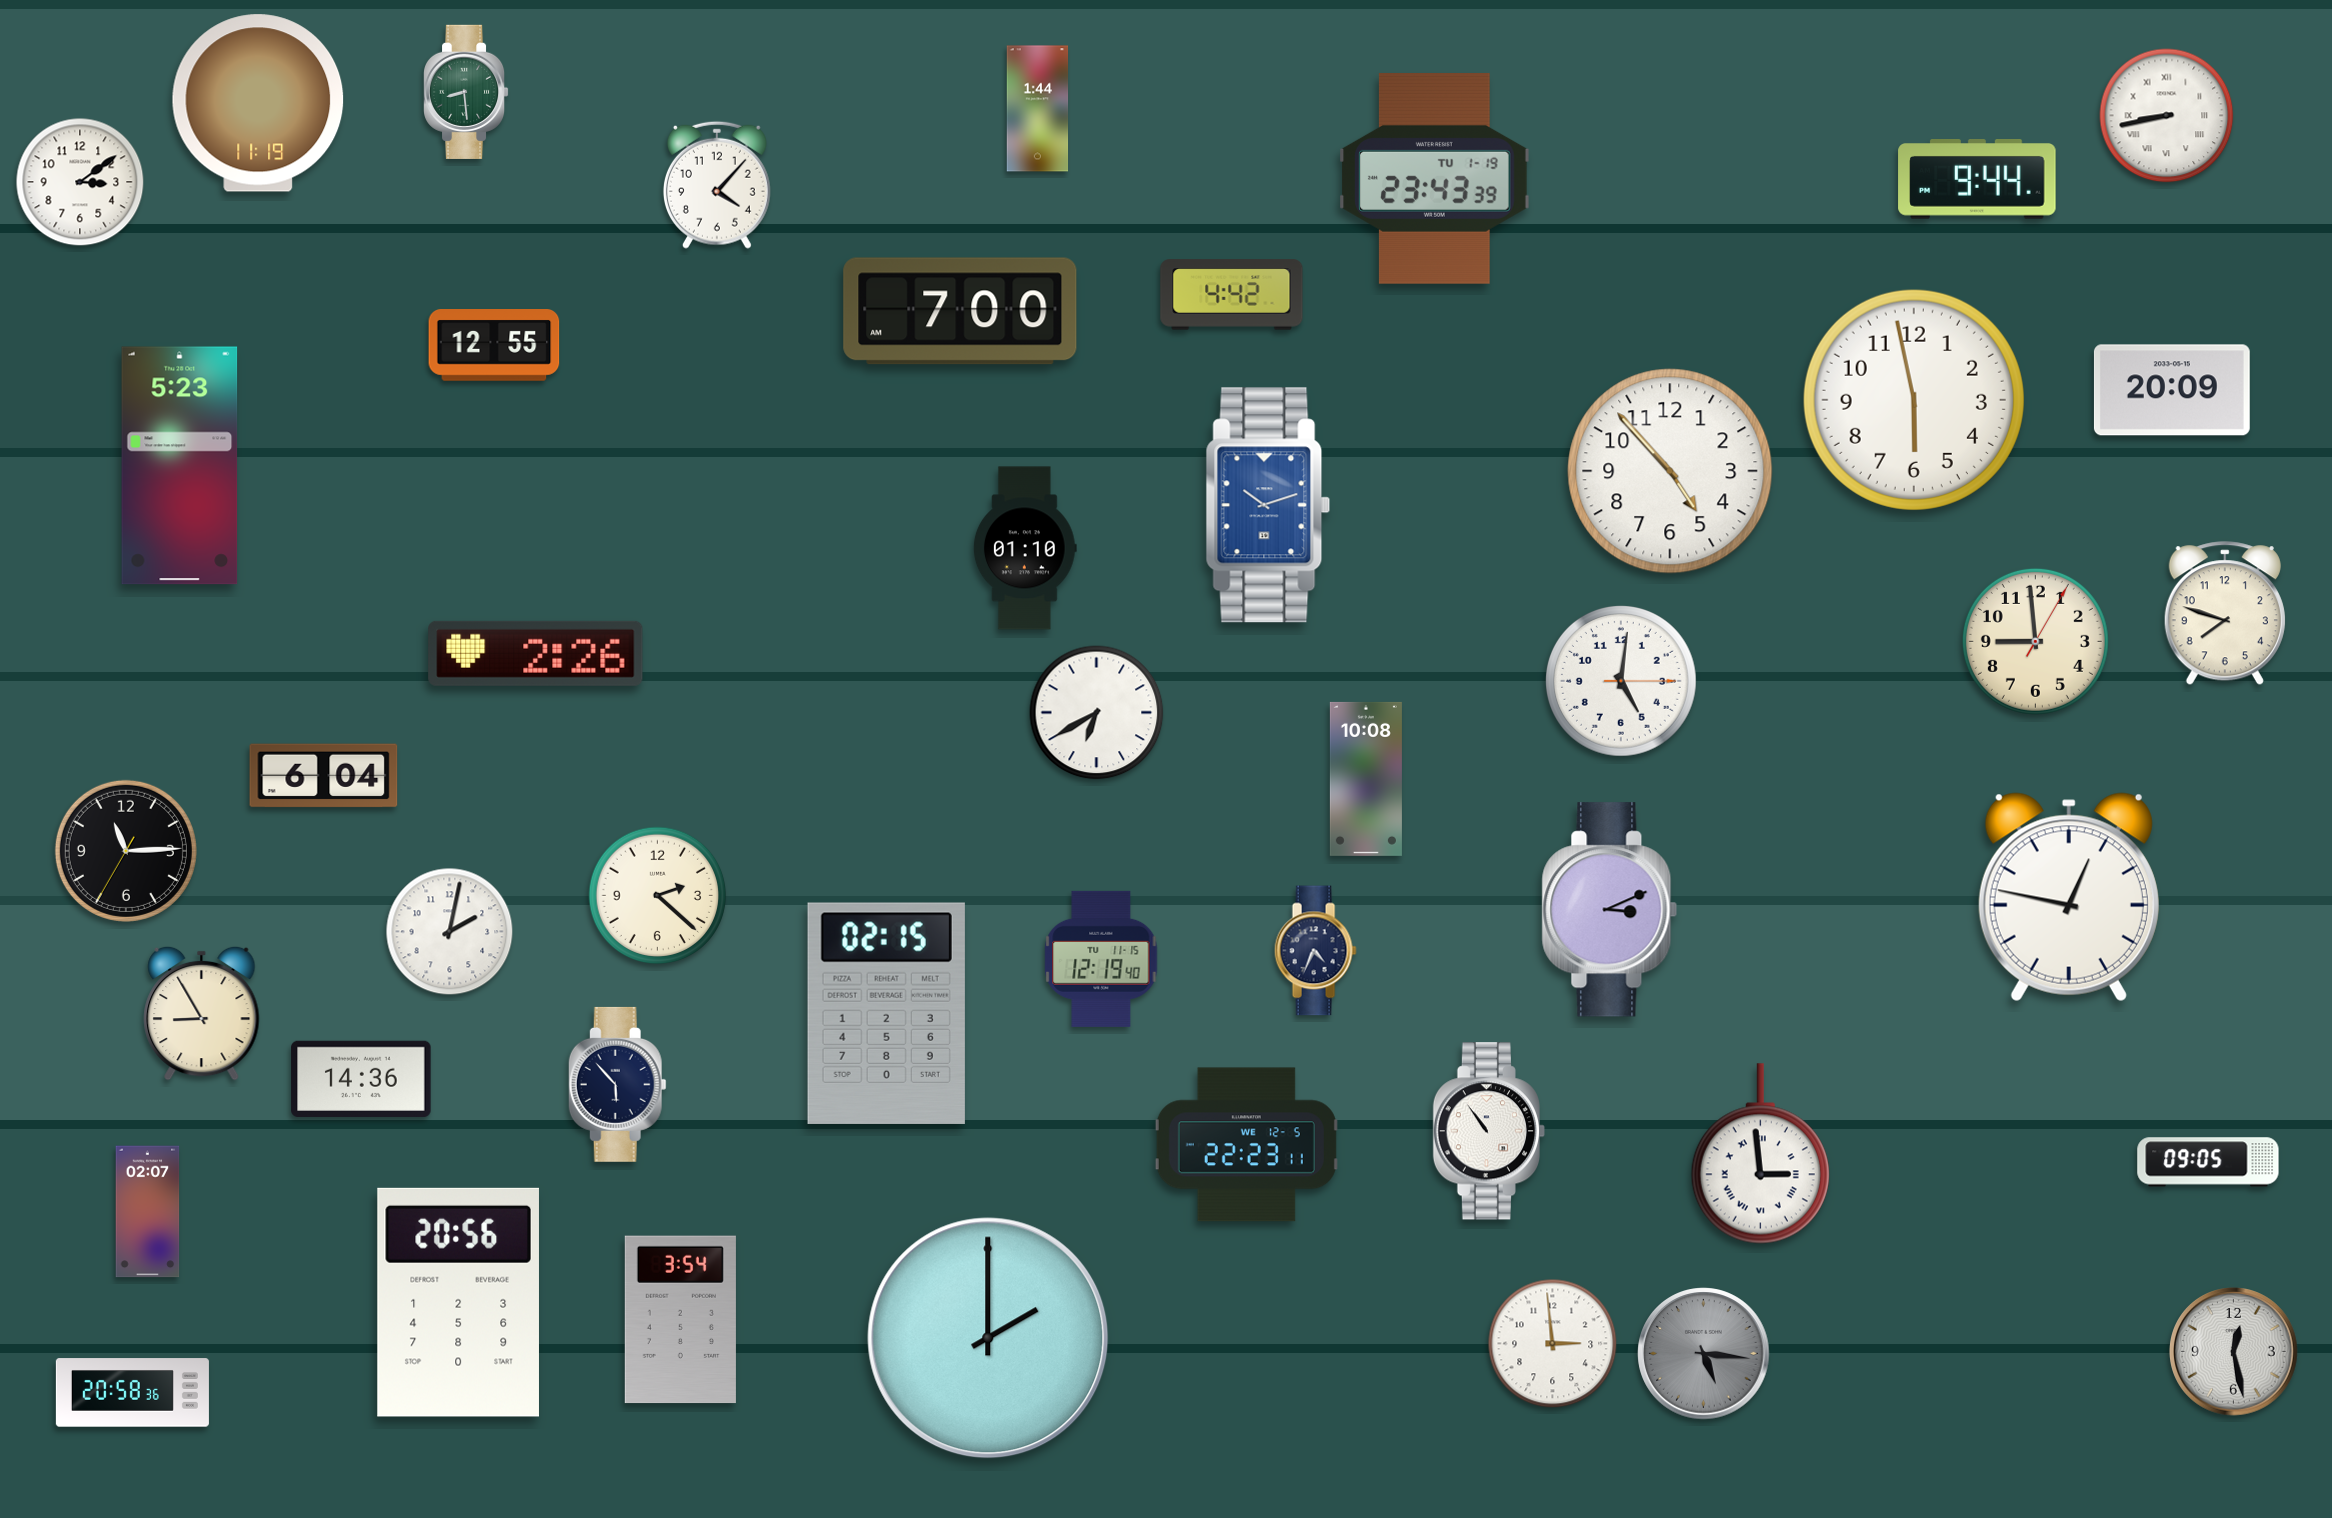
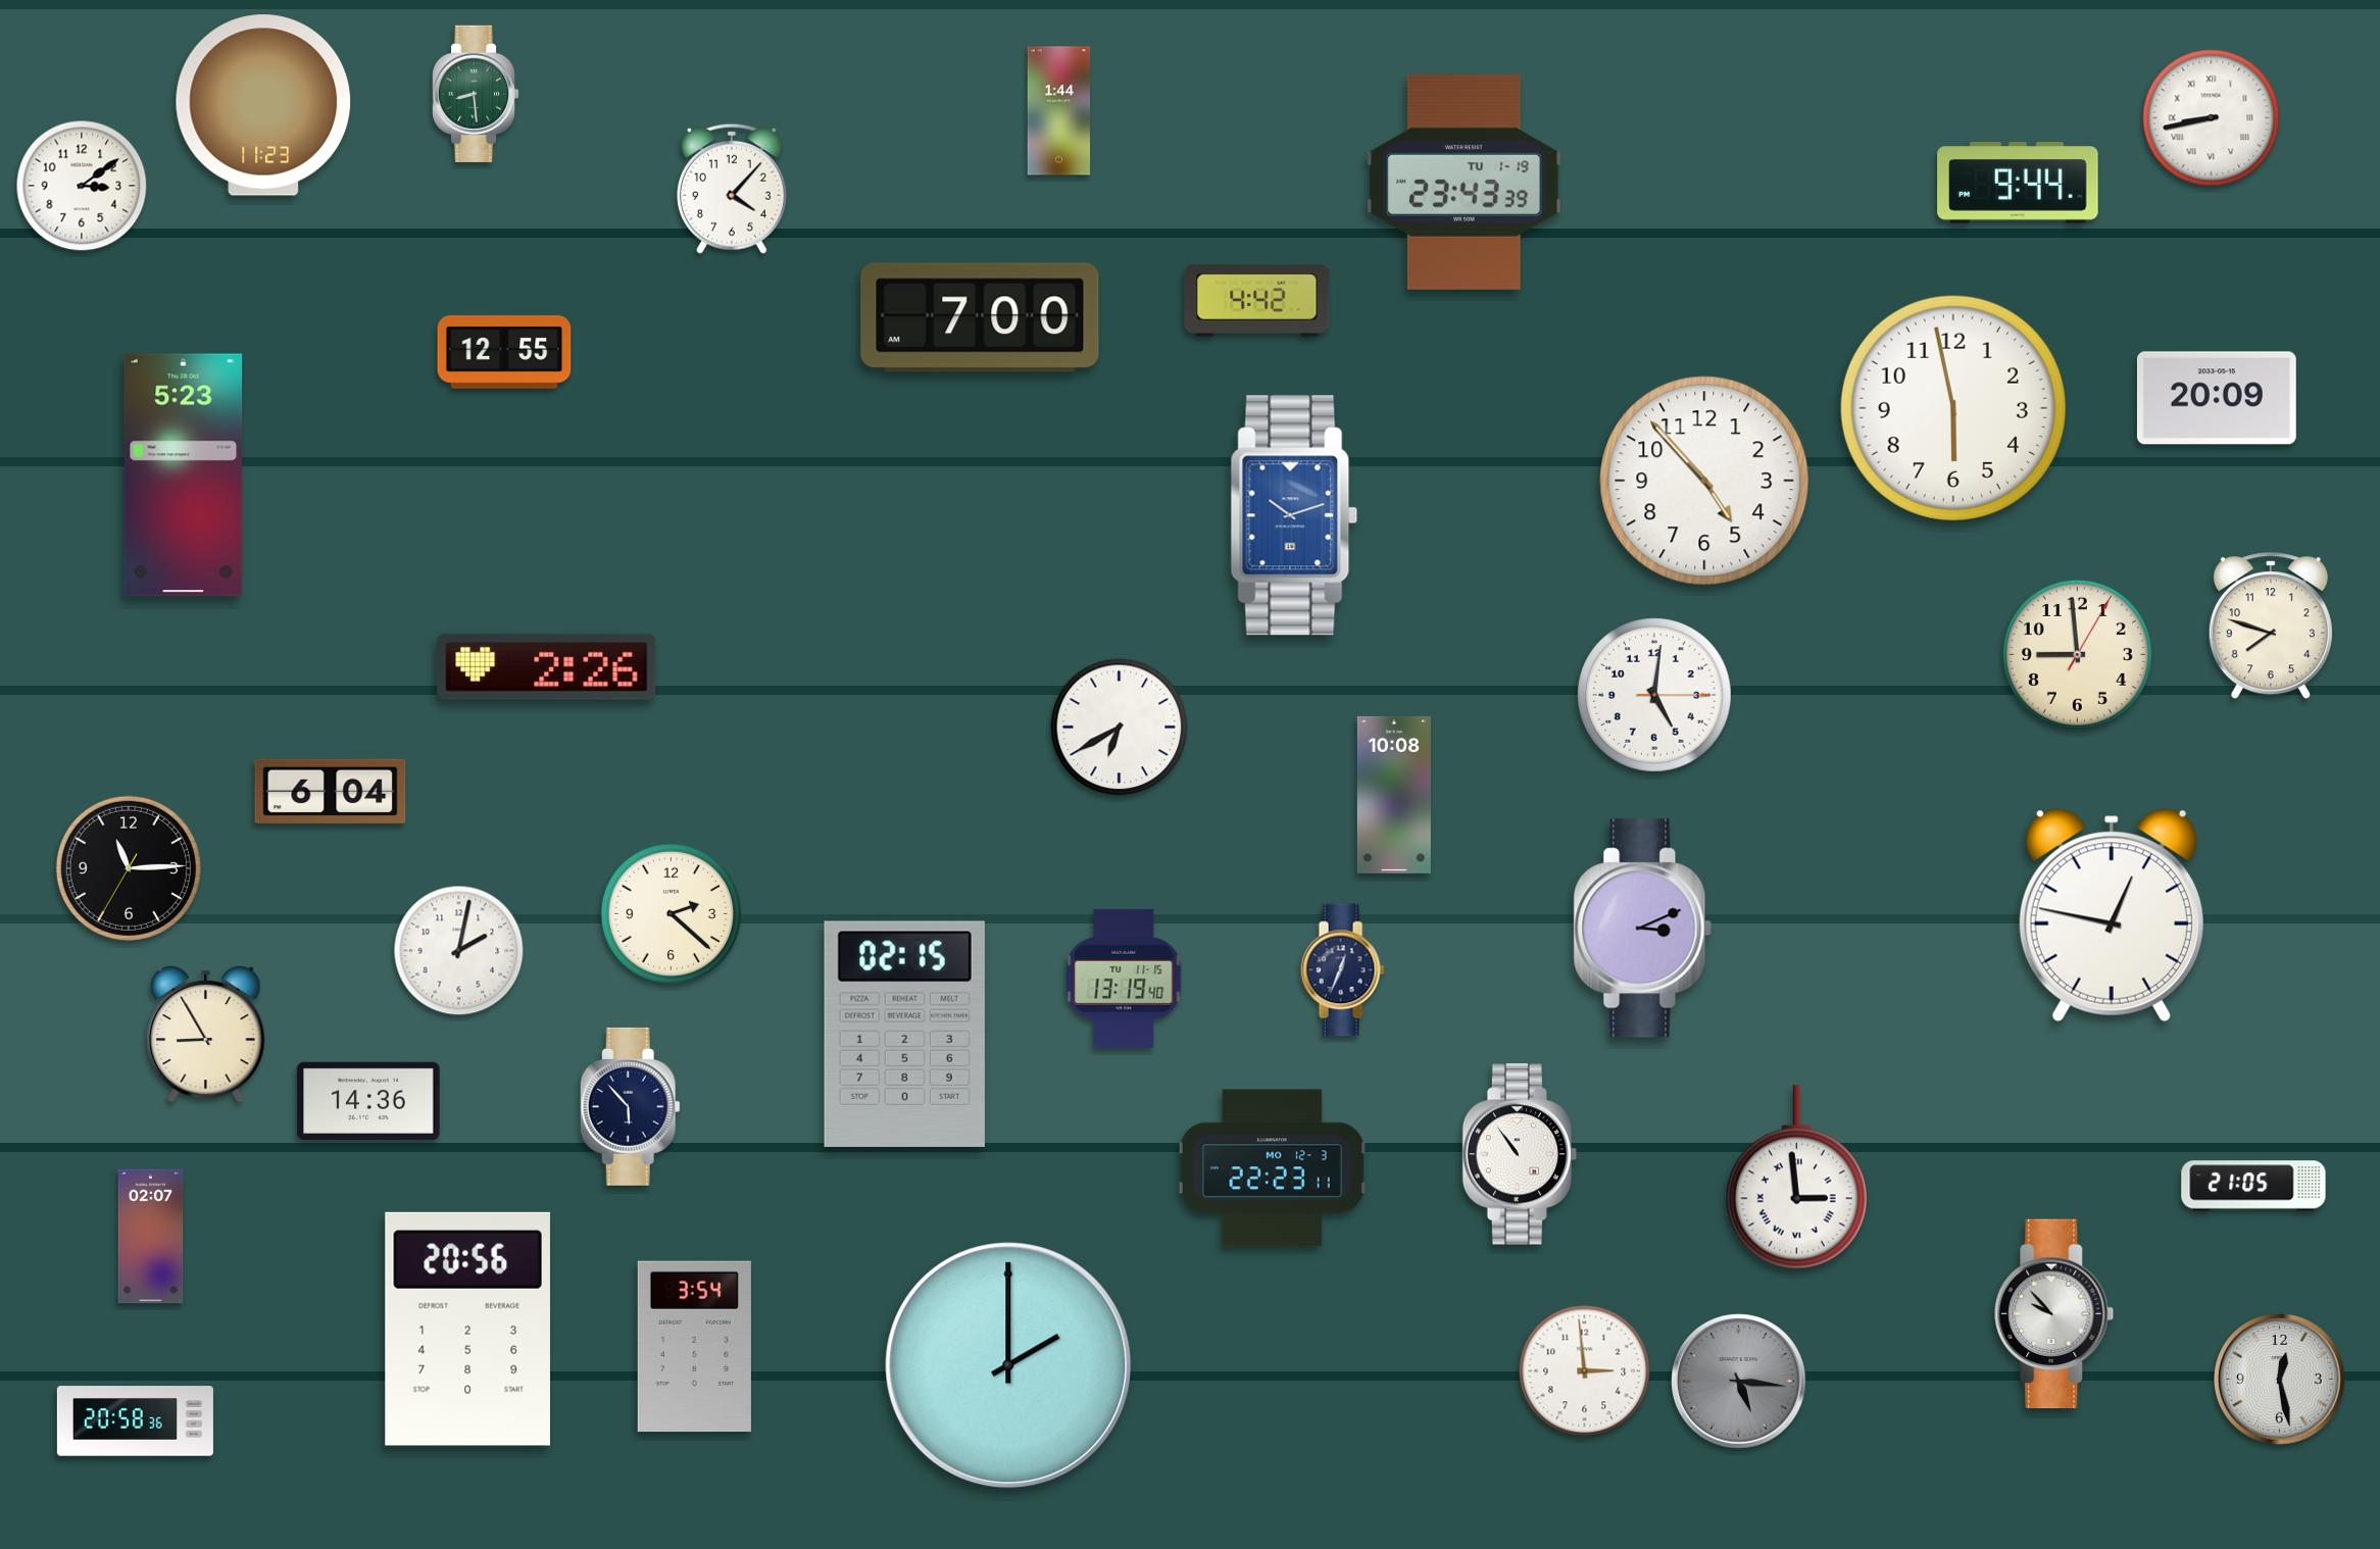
clock at (258, 103): 11:19 -> 11:23
clock at (1025, 548): 01:10 -> none
clock at (1315, 951): 4:34 -> 12:34
clock at (1101, 959): 12:19 -> 13:19
clock at (1246, 1145) date: WE 12-5 -> MO 12-3
clock at (2208, 1162): 09:05 -> 21:05
clock at (2054, 1314): none -> 9:53
